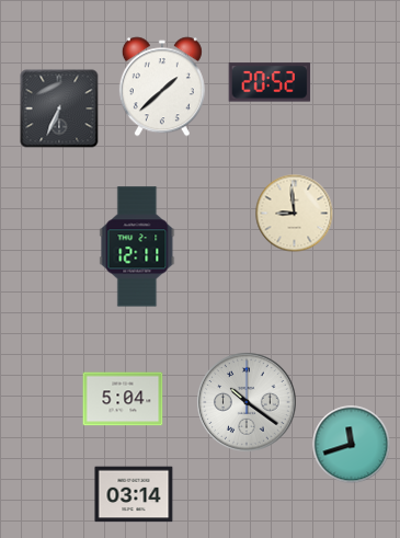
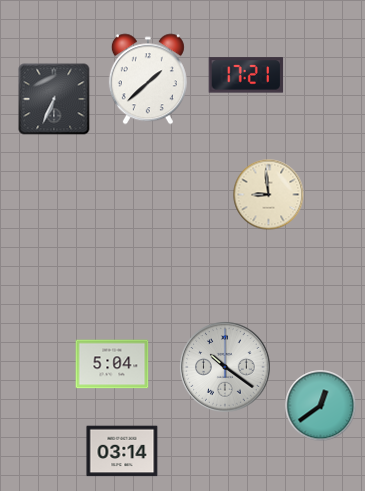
clock at (270, 82): 20:52 -> 17:21
clock at (137, 247): 12:11 -> none
clock at (352, 445): 11:42 -> 12:39
